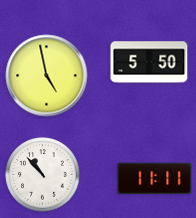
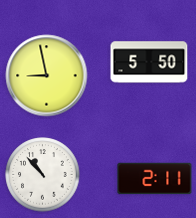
clock at (47, 76): 4:58 -> 8:58
clock at (155, 179): 11:11 -> 2:11
